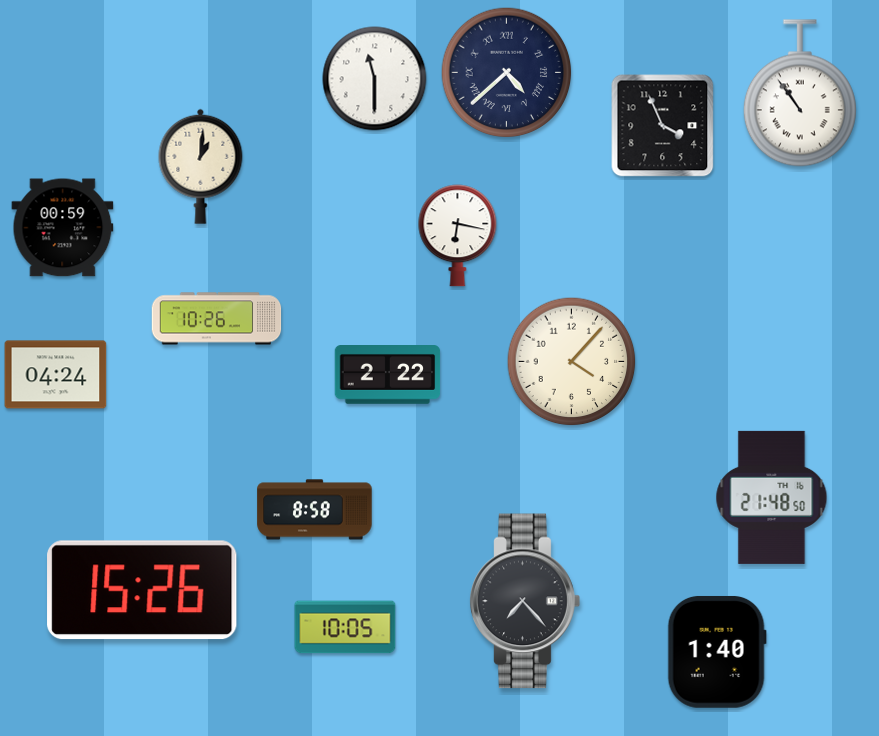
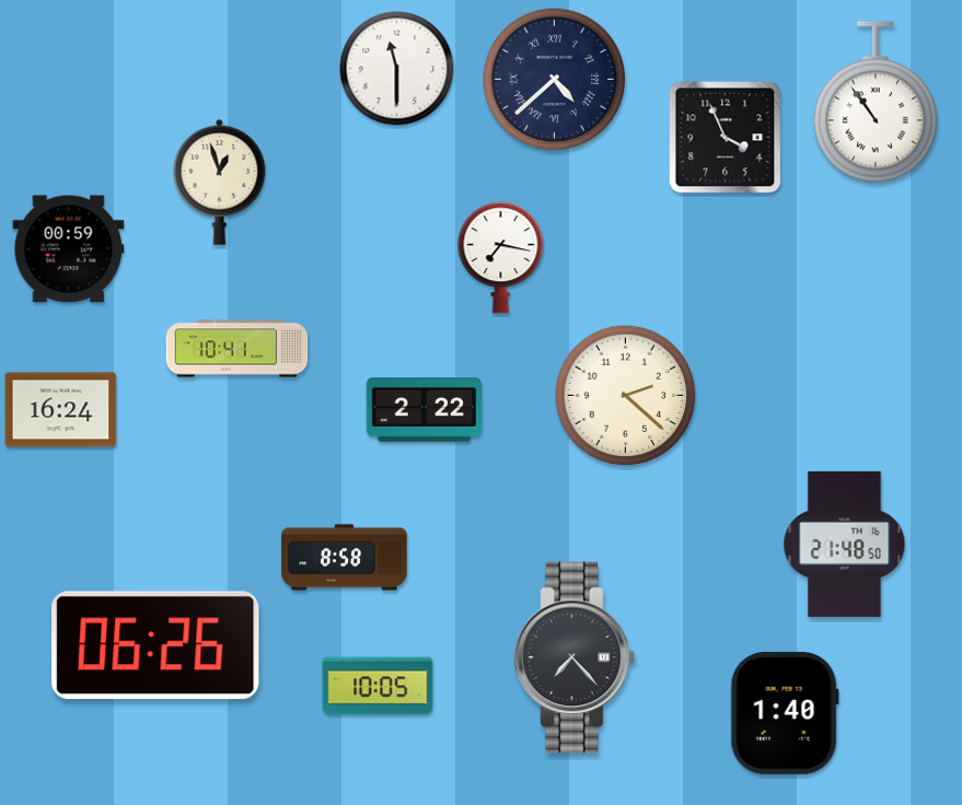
clock at (375, 79) position: (375, 79) -> (397, 69)
clock at (201, 166): 1:01 -> 12:57
clock at (458, 236): 6:17 -> 7:17
clock at (217, 319): 10:26 -> 10:41
clock at (572, 362): 4:07 -> 2:22
clock at (56, 375): 04:24 -> 16:24
clock at (142, 590): 15:26 -> 06:26
